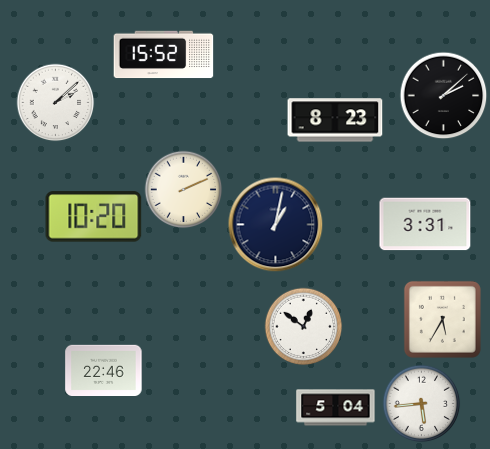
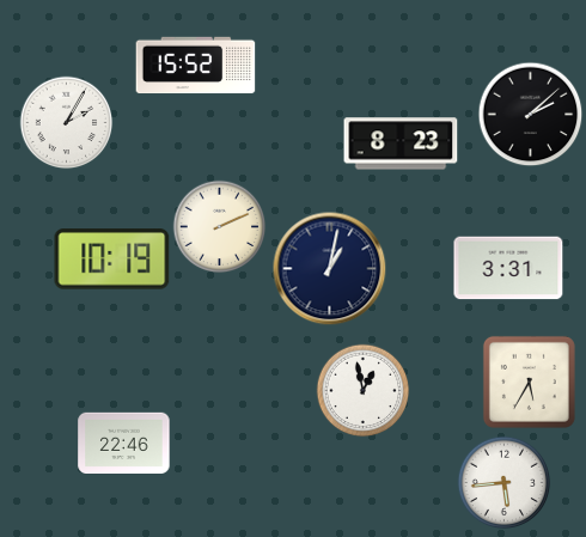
clock at (55, 102): 2:08 -> 2:05
clock at (94, 217): 10:20 -> 10:19
clock at (303, 326): 12:51 -> 12:58
clock at (336, 408): 5:04 -> none
